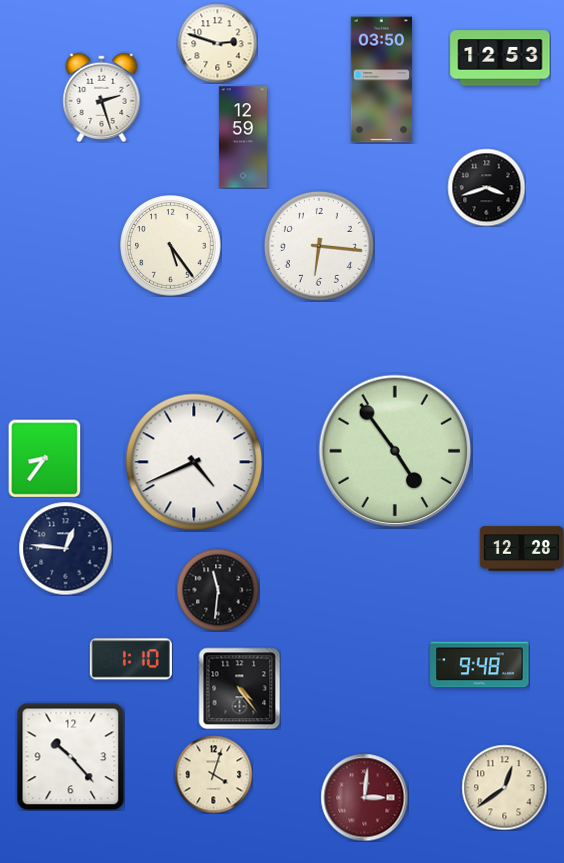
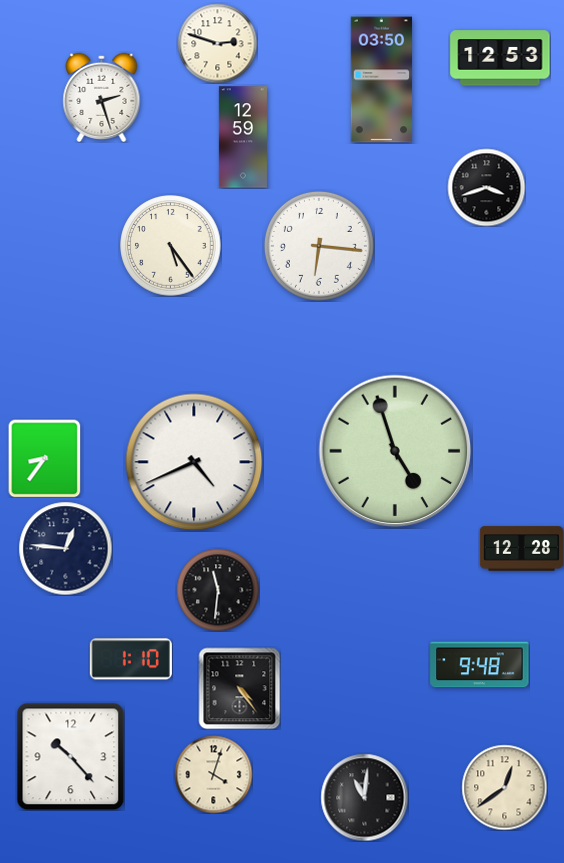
clock at (395, 451): 4:54 -> 4:57
clock at (364, 797): 3:01 -> 11:01
clock at (364, 797) dial: burgundy -> black
